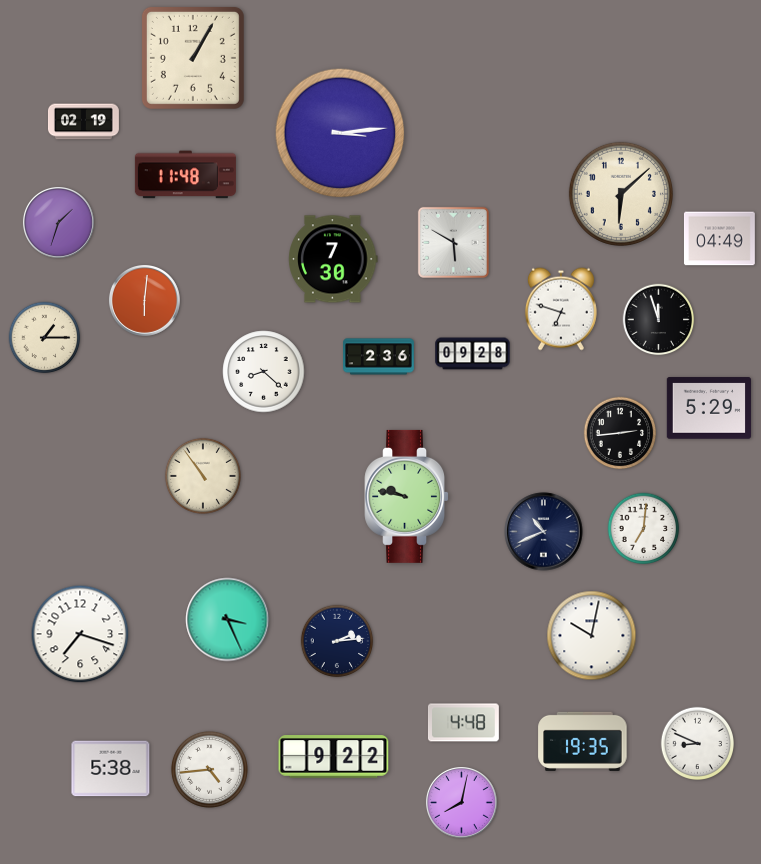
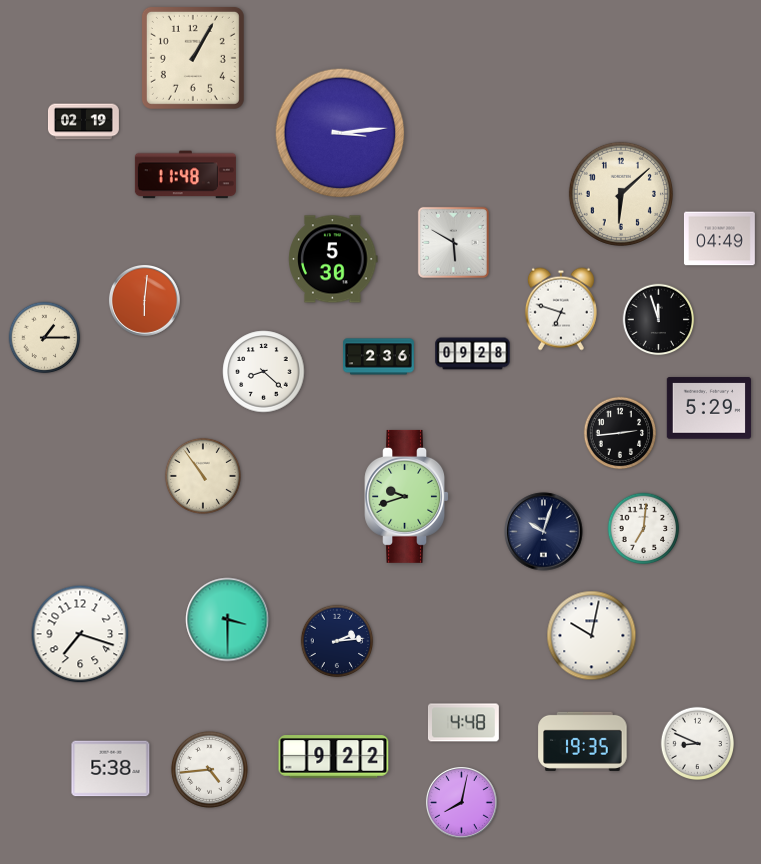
clock at (58, 222): 1:33 -> none
clock at (333, 259): 7:30 -> 5:30
clock at (407, 496): 9:47 -> 9:42
clock at (544, 532): 10:41 -> 10:03
clock at (228, 620): 3:26 -> 3:30
